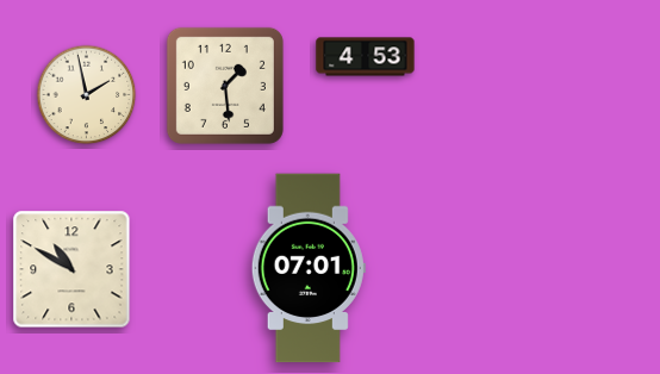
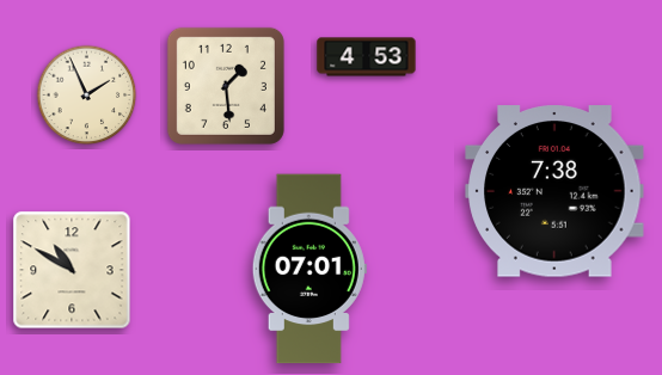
clock at (87, 95): 1:58 -> 1:56
clock at (554, 191): none -> 7:38
